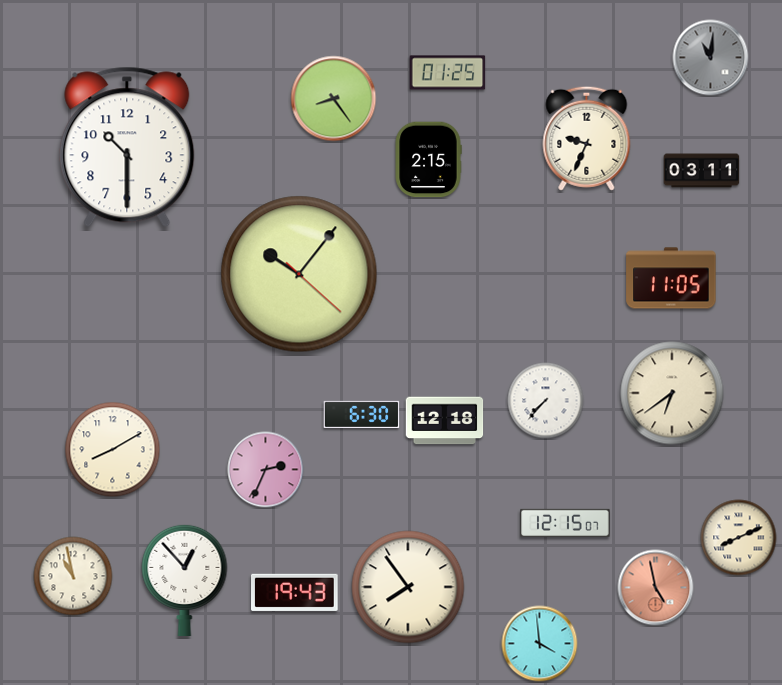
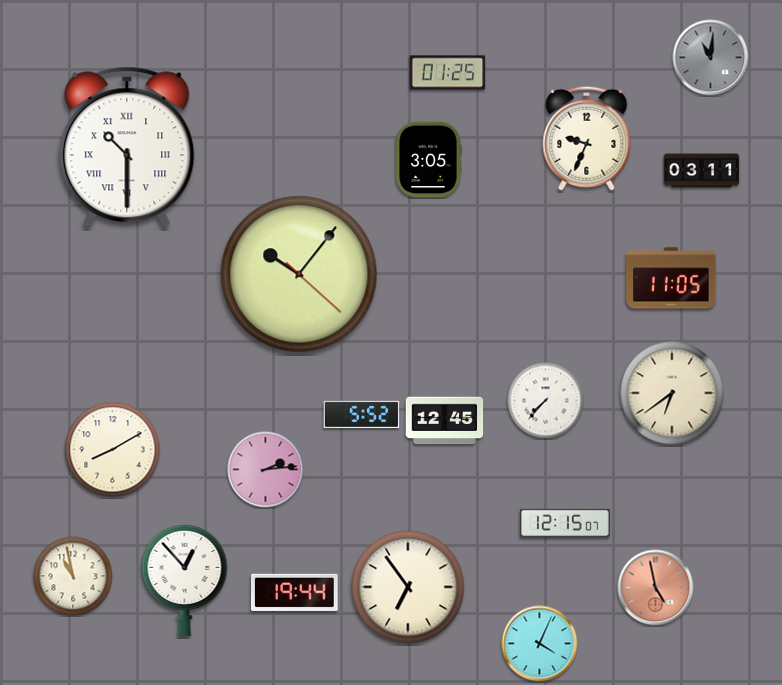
clock at (334, 99): 8:24 -> none
clock at (127, 147) numerals: Arabic -> Roman
clock at (428, 160): 2:15 -> 3:05
clock at (362, 414): 6:30 -> 5:52
clock at (445, 421): 12:18 -> 12:45
clock at (266, 470): 2:34 -> 2:14
clock at (739, 538): 8:11 -> none
clock at (408, 587): 7:54 -> 6:54
clock at (295, 592): 19:43 -> 19:44
clock at (540, 644): 3:59 -> 4:04
